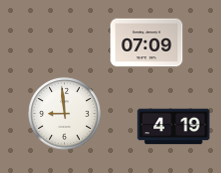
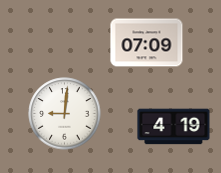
clock at (65, 114): 8:59 -> 9:01
